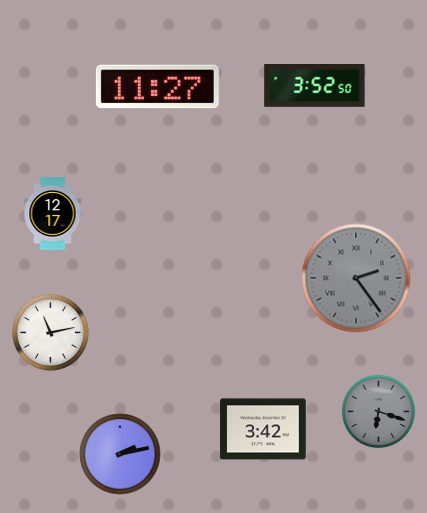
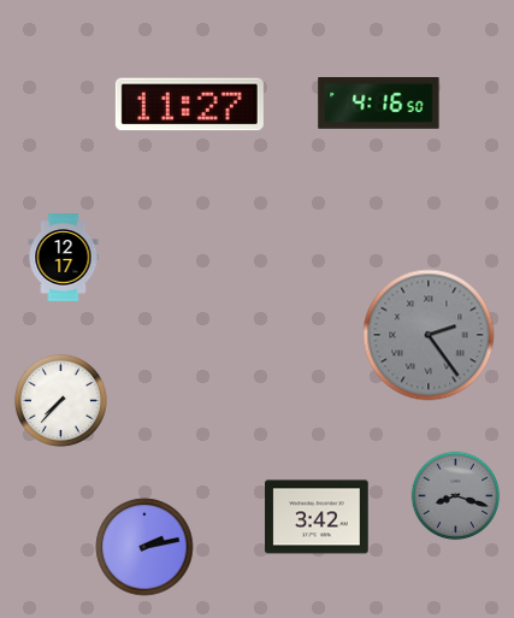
clock at (315, 86): 3:52 -> 4:16
clock at (50, 332): 11:13 -> 7:37
clock at (379, 412): 6:18 -> 8:18
